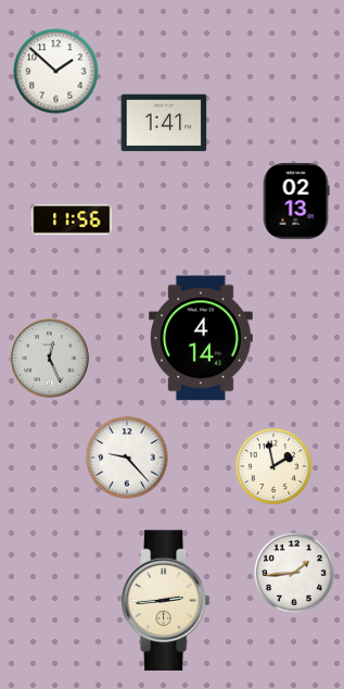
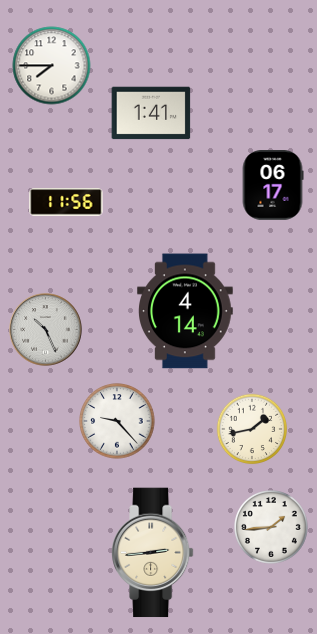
clock at (56, 72): 1:52 -> 7:45
clock at (296, 202): 02:13 -> 06:17
clock at (50, 359): 12:26 -> 10:26
clock at (273, 466): 1:58 -> 1:43
